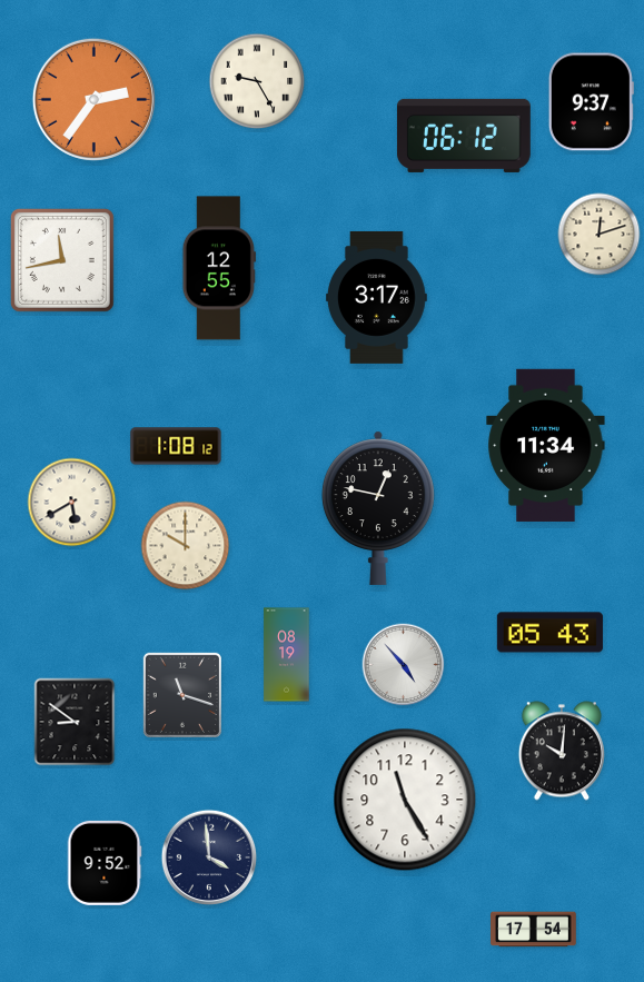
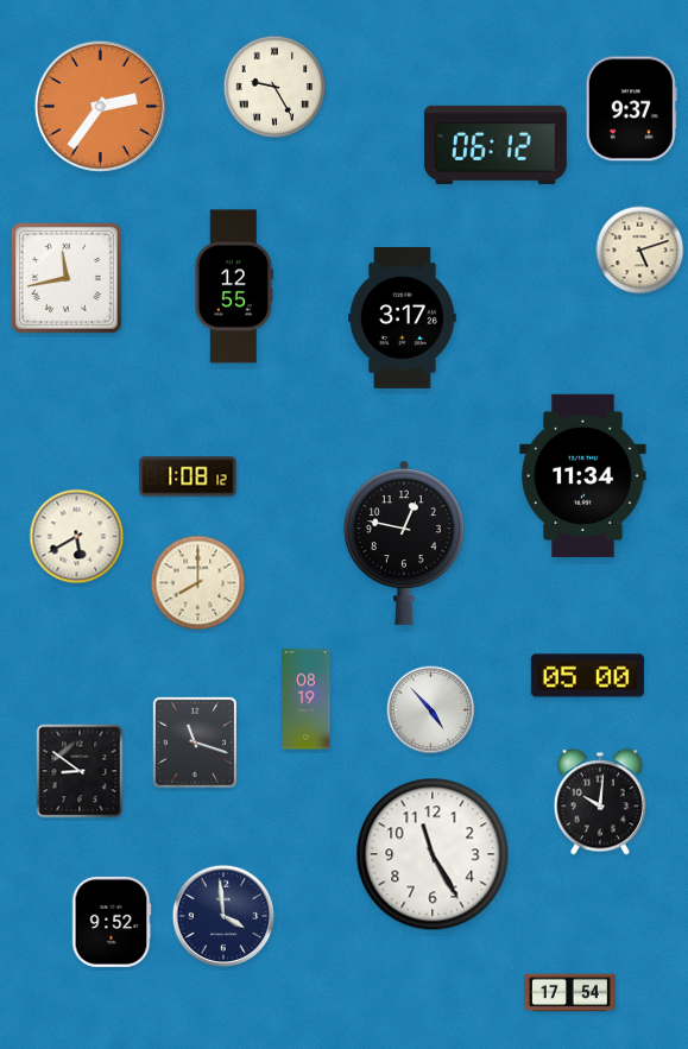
clock at (600, 235): 12:12 -> 5:12
clock at (186, 546): 10:00 -> 8:00
clock at (549, 633): 05:43 -> 05:00
